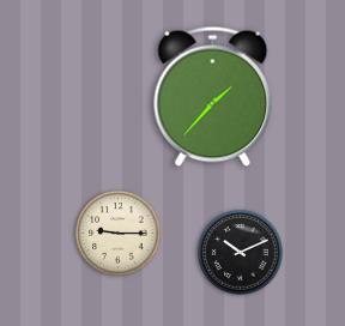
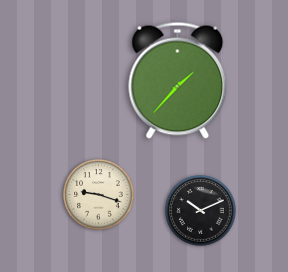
clock at (119, 234): 9:15 -> 9:18
